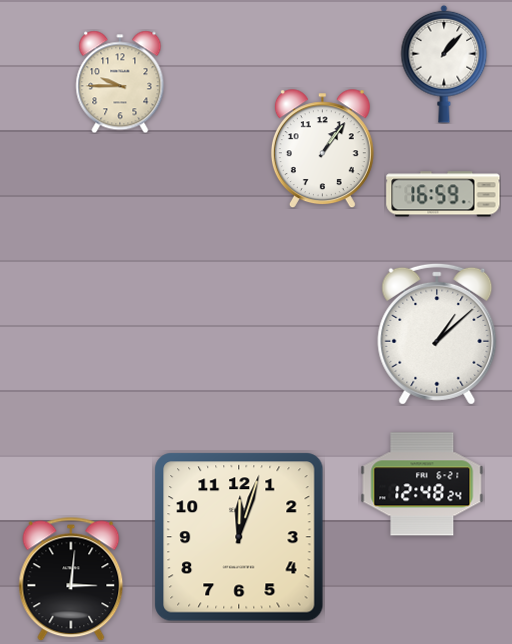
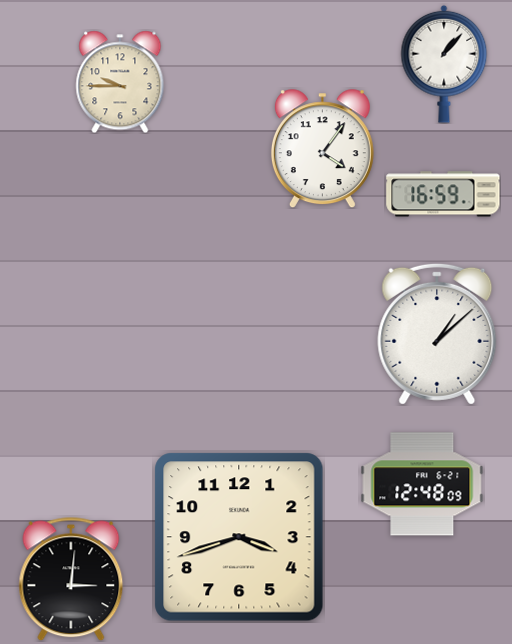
clock at (322, 149): 1:06 -> 4:06
clock at (422, 484): 12:48:24 -> 12:48:09
clock at (239, 537): 12:03 -> 3:42
